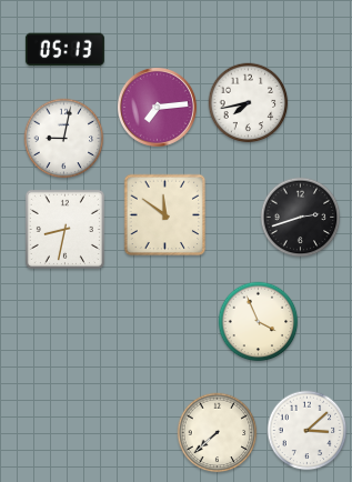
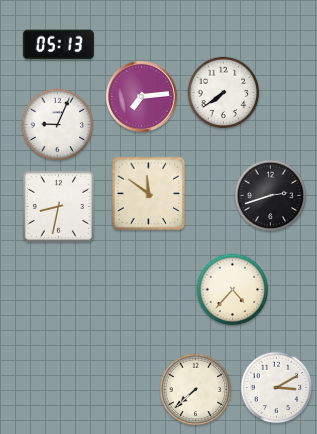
clock at (249, 103): 7:43 -> 7:39
clock at (64, 139): 9:02 -> 9:04
clock at (259, 322): 3:56 -> 4:37
clock at (308, 431): 3:08 -> 3:10
